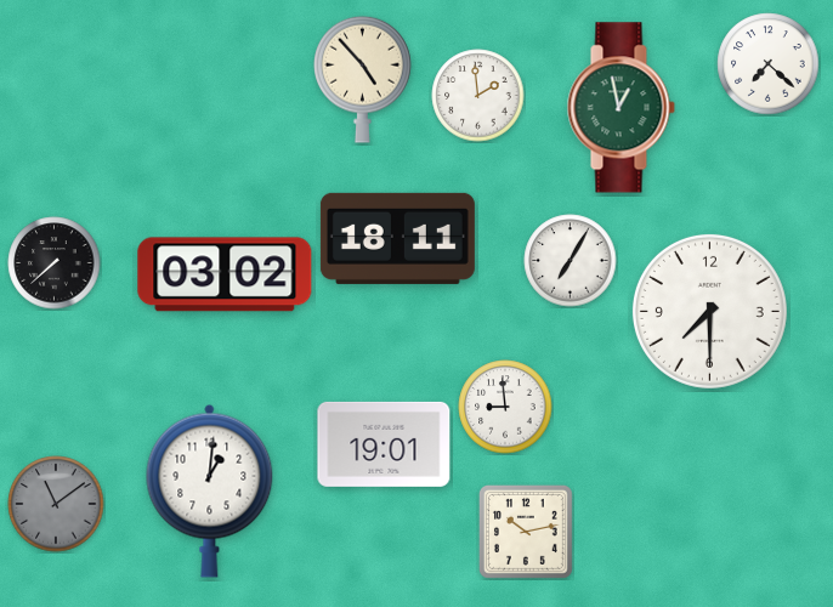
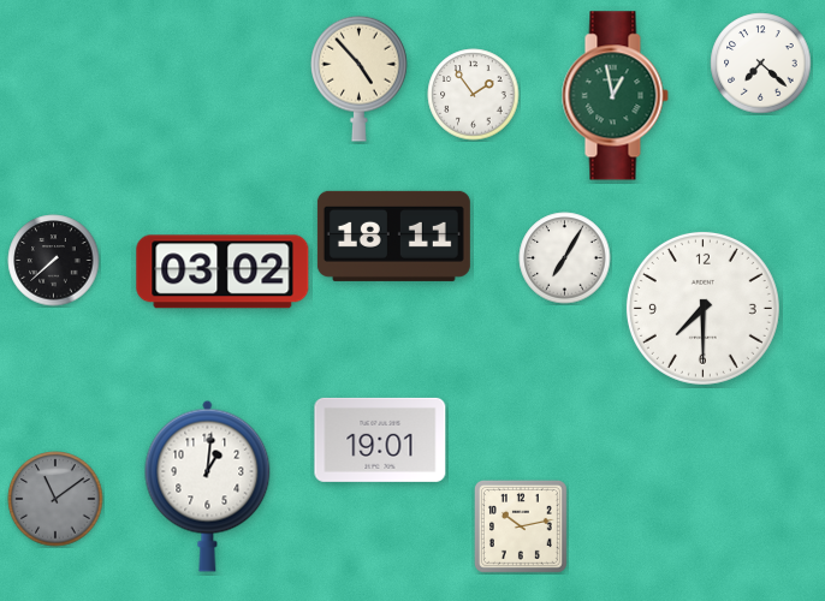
clock at (478, 96): 1:59 -> 1:54
clock at (620, 108) position: (620, 108) -> (615, 96)
clock at (505, 407): 8:59 -> none
